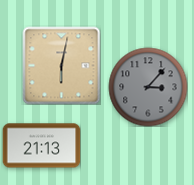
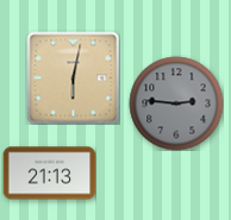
clock at (148, 87): 3:07 -> 2:46
